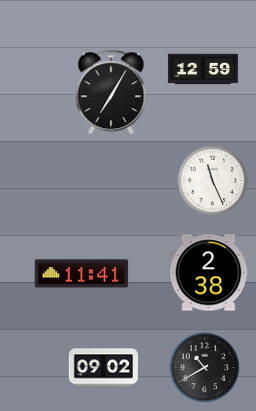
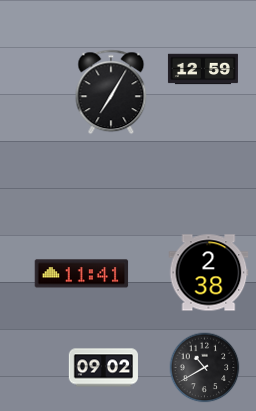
clock at (213, 181): 11:26 -> none
